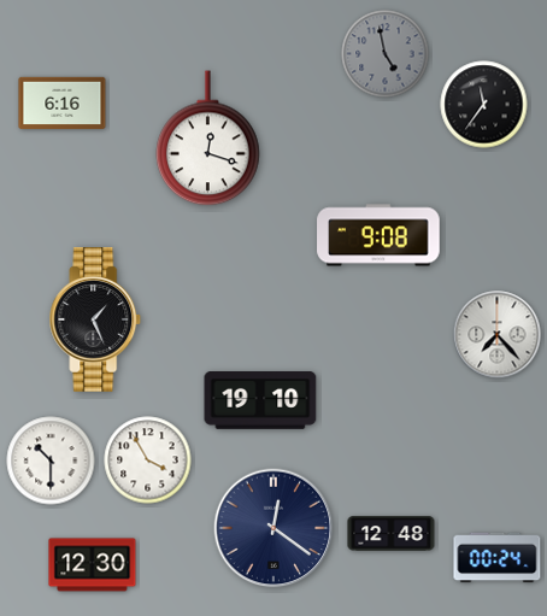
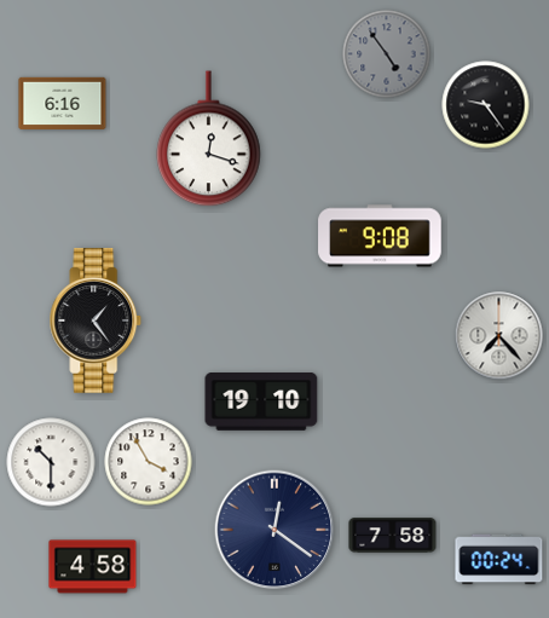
clock at (386, 54): 4:58 -> 4:54
clock at (484, 105): 11:36 -> 9:24
clock at (95, 319): 1:26 -> 1:24
clock at (392, 534): 12:48 -> 7:58
clock at (93, 565): 12:30 -> 4:58
